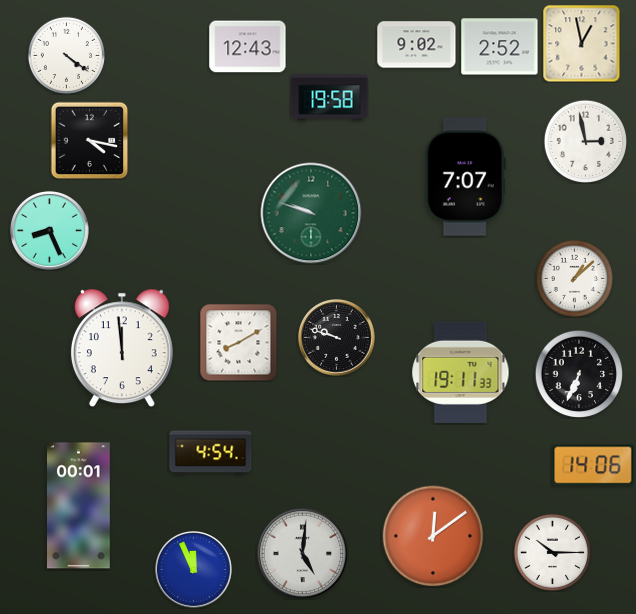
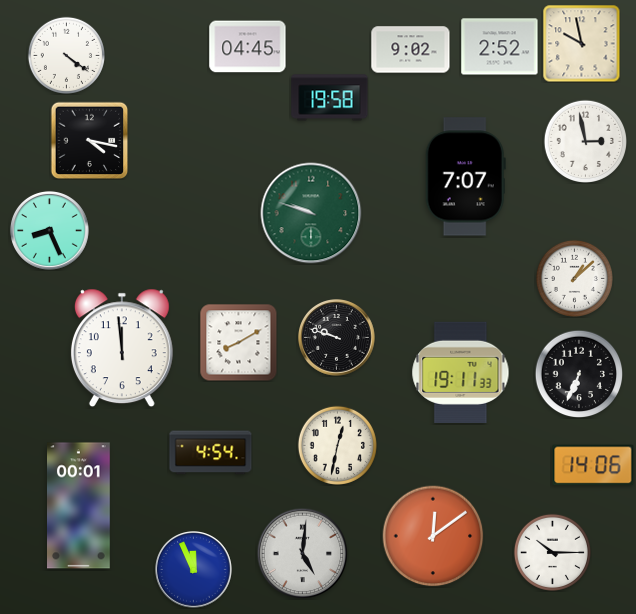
clock at (581, 43): 12:58 -> 9:58
clock at (417, 45) position: (417, 45) -> (411, 50)
clock at (248, 47): 12:43 -> 04:45
clock at (337, 445): none -> 12:32
